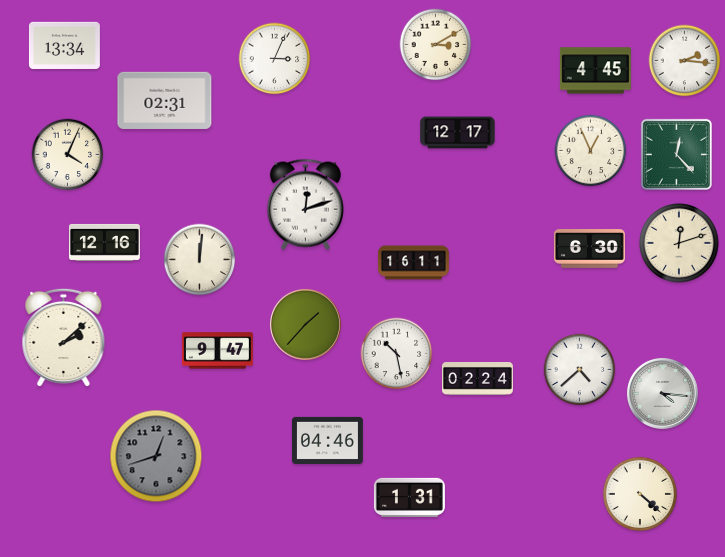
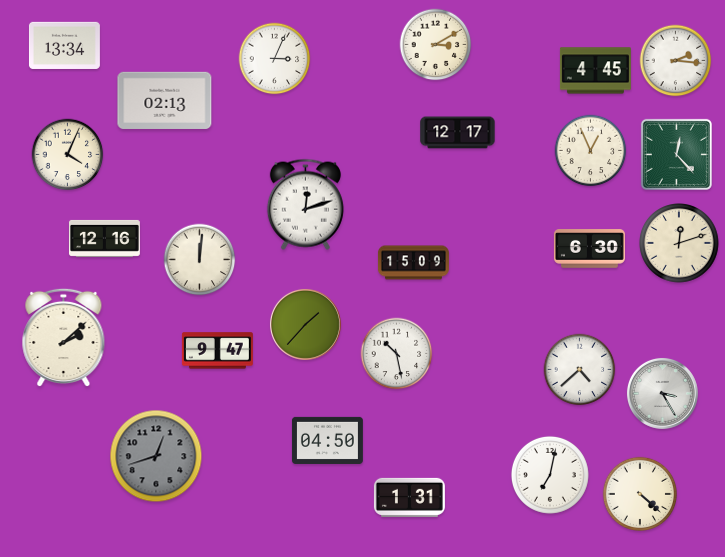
clock at (685, 61) position: (685, 61) -> (676, 61)
clock at (165, 100): 02:31 -> 02:13
clock at (104, 242) position: (104, 242) -> (104, 238)
clock at (413, 263): 16:11 -> 15:09
clock at (477, 379): 02:24 -> none
clock at (662, 393): 4:16 -> 3:25
clock at (327, 440): 04:46 -> 04:50
clock at (550, 475): none -> 7:02
